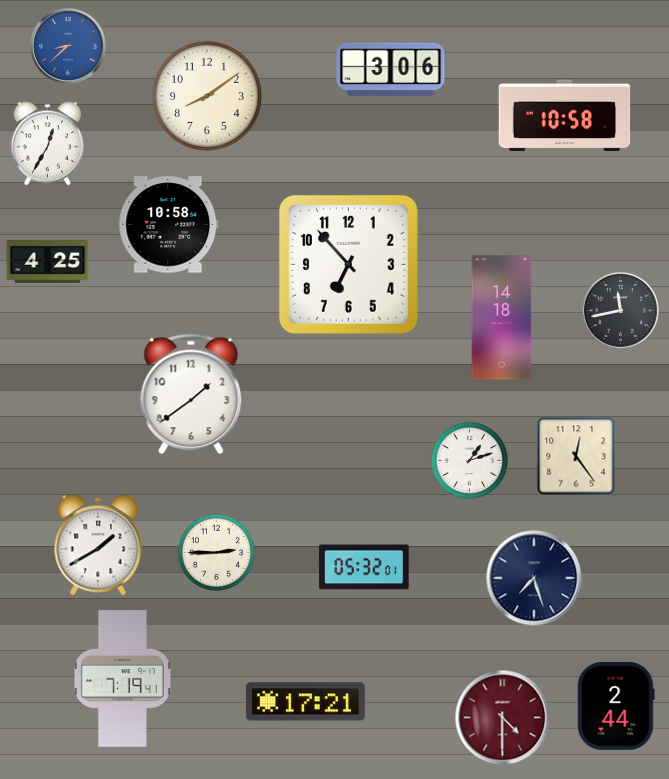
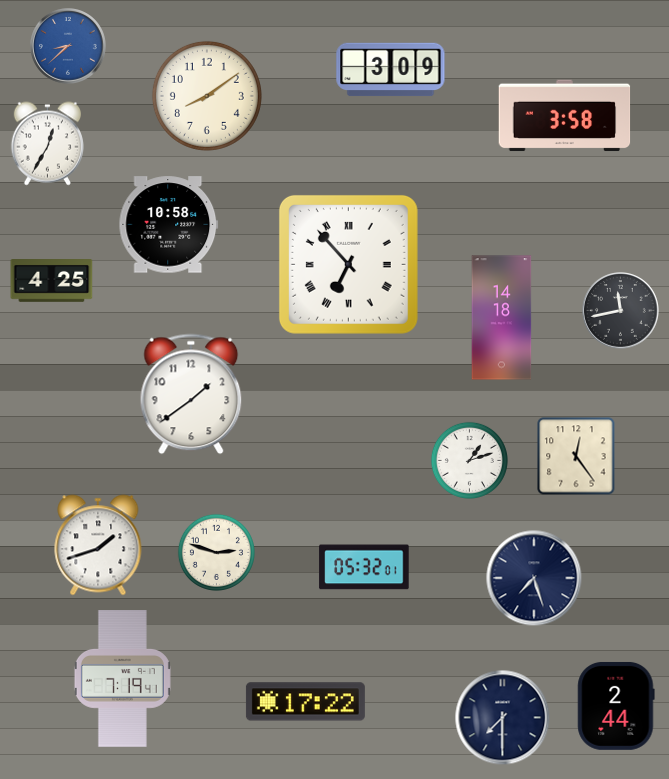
clock at (391, 70): 3:06 -> 3:09
clock at (565, 116): 10:58 -> 3:58
clock at (48, 262) position: (48, 262) -> (52, 281)
clock at (348, 264) numerals: Arabic -> Roman
clock at (98, 545): 1:40 -> 1:42
clock at (216, 552): 2:45 -> 2:48
clock at (305, 702): 17:21 -> 17:22
clock at (503, 718): 4:30 -> 7:30
clock at (503, 718) dial: burgundy -> navy
